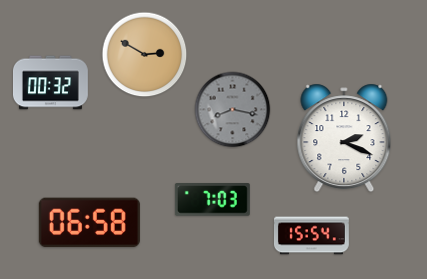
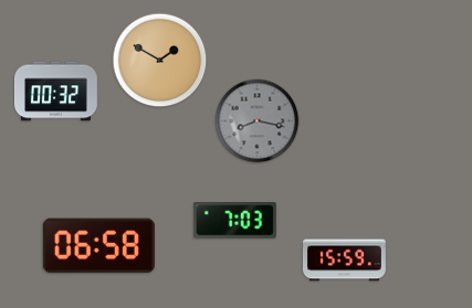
clock at (145, 55): 2:50 -> 1:50
clock at (344, 138): 2:19 -> none
clock at (311, 236): 15:54 -> 15:59
